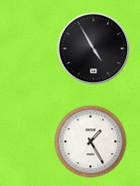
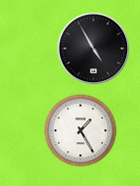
clock at (91, 142) position: (91, 142) -> (81, 131)
